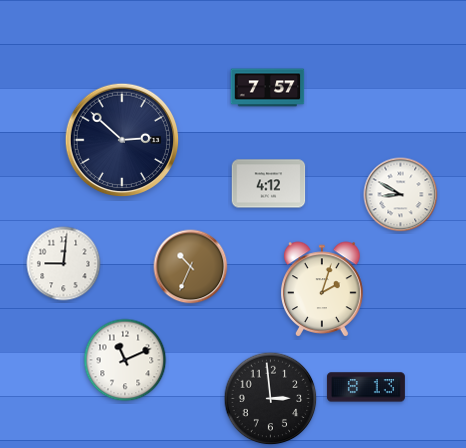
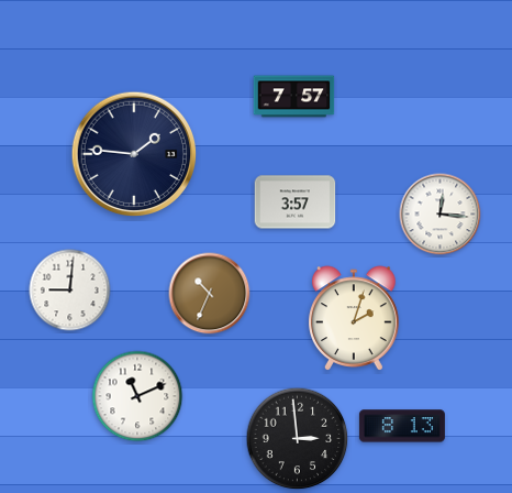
clock at (122, 140): 2:52 -> 1:46
clock at (269, 184): 4:12 -> 3:57
clock at (401, 195): 8:50 -> 12:16
